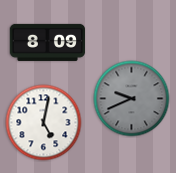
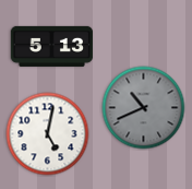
clock at (48, 42): 8:09 -> 5:13
clock at (132, 99): 9:41 -> 10:41
